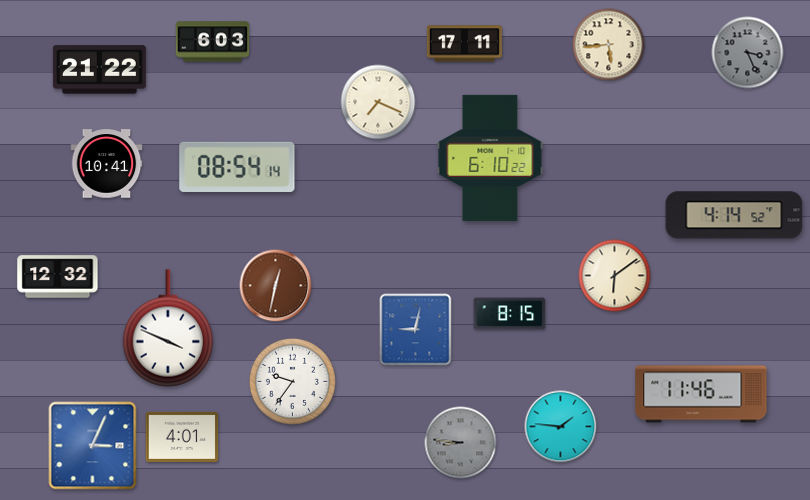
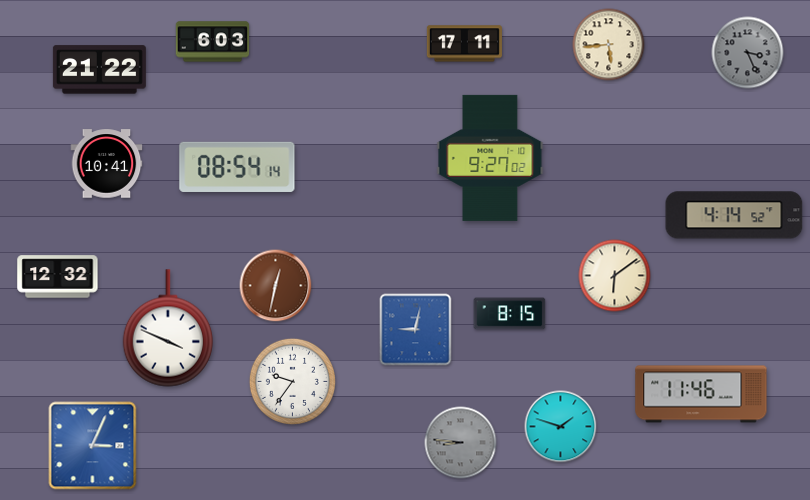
clock at (378, 102): 7:19 -> none
clock at (490, 158): 6:10 -> 9:27
clock at (561, 427): 1:46 -> 1:48
clock at (182, 437): 4:01 -> none
